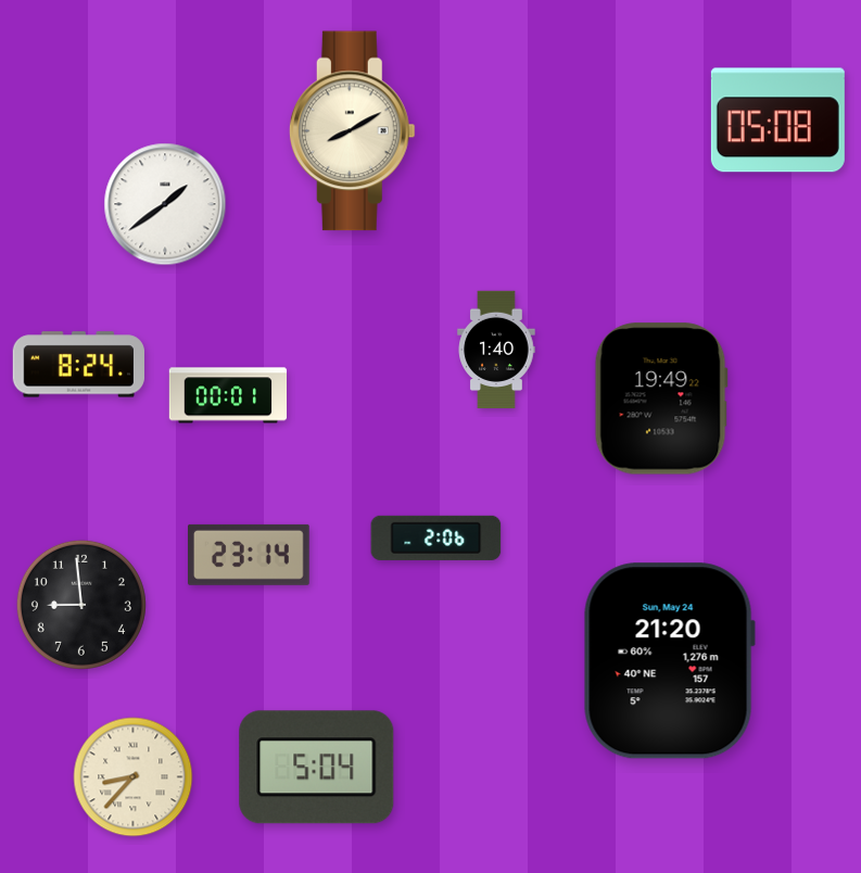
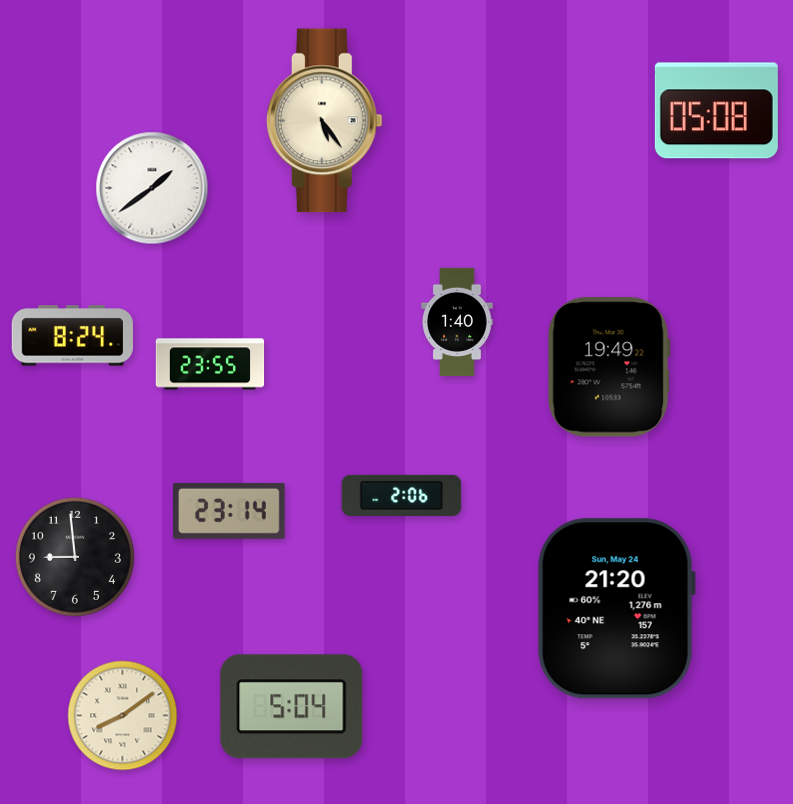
clock at (352, 131): 8:10 -> 5:24
clock at (228, 395): 00:01 -> 23:55
clock at (134, 777): 8:37 -> 8:09
